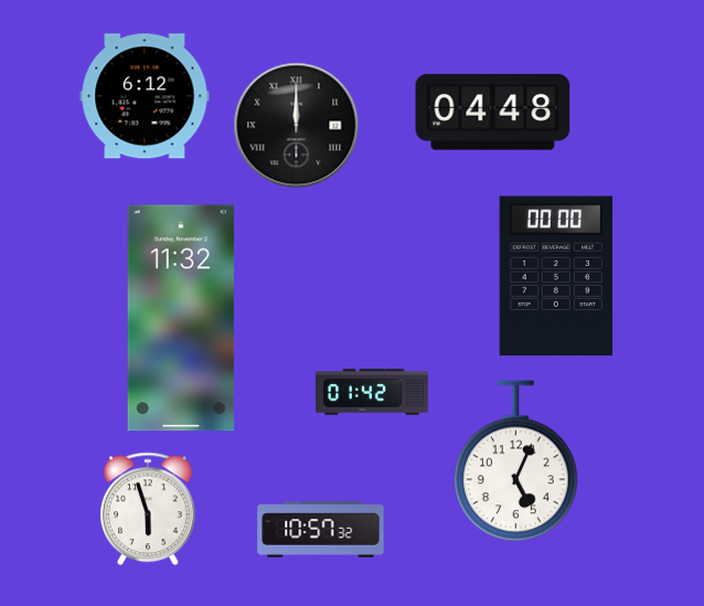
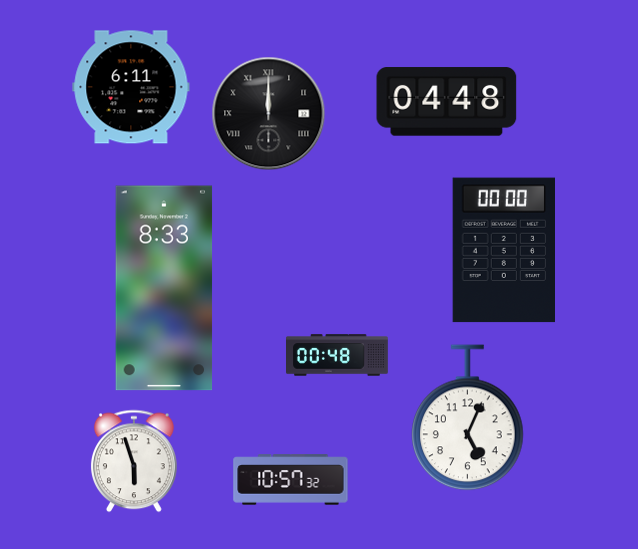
clock at (145, 96): 6:12 -> 6:11
clock at (181, 318): 11:32 -> 8:33
clock at (373, 392): 01:42 -> 00:48
